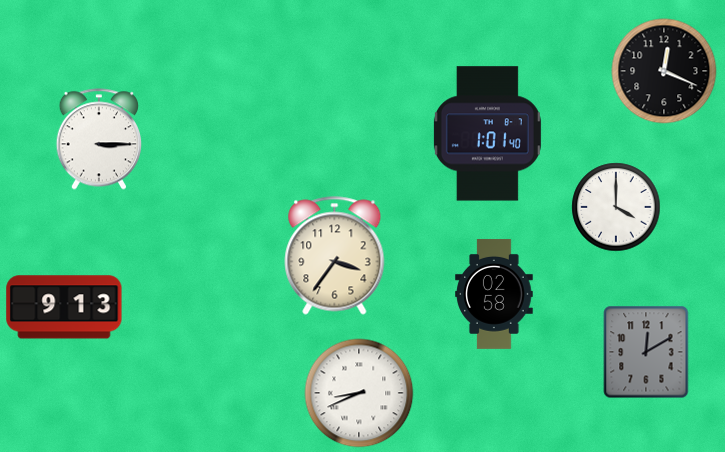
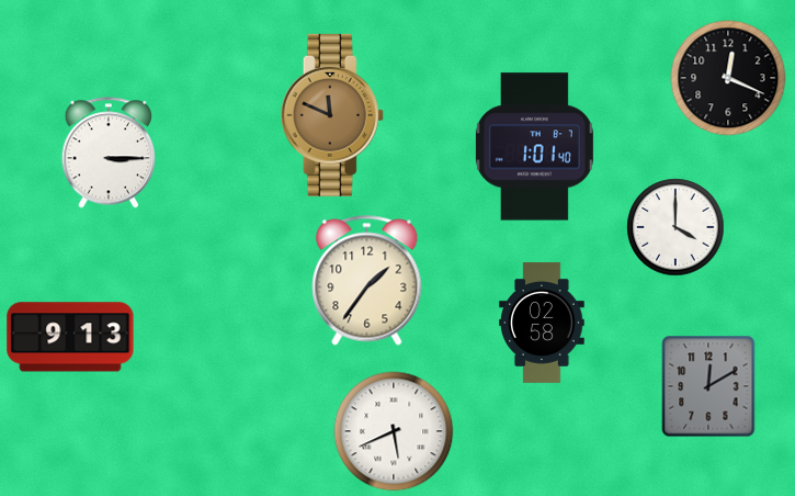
clock at (332, 115): none -> 11:49
clock at (335, 256): 3:36 -> 1:36
clock at (359, 393): 8:41 -> 5:41
